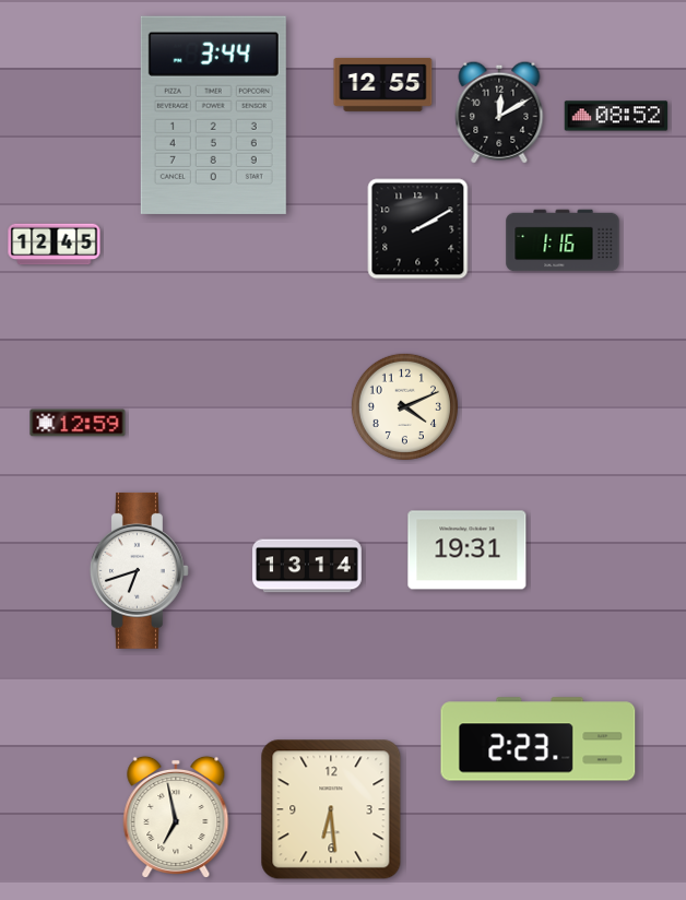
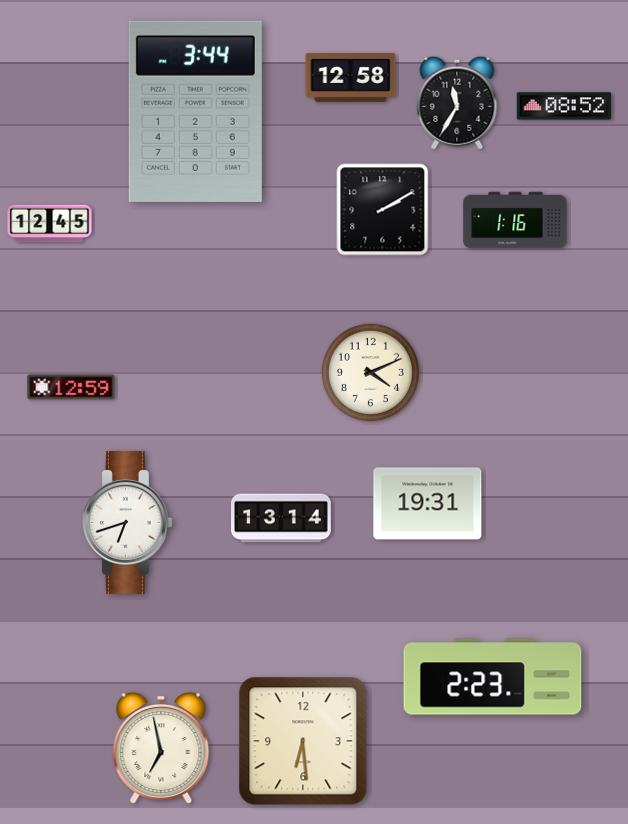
clock at (383, 84): 12:55 -> 12:58
clock at (499, 112): 12:10 -> 11:35
clock at (213, 115) position: (213, 115) -> (195, 111)
